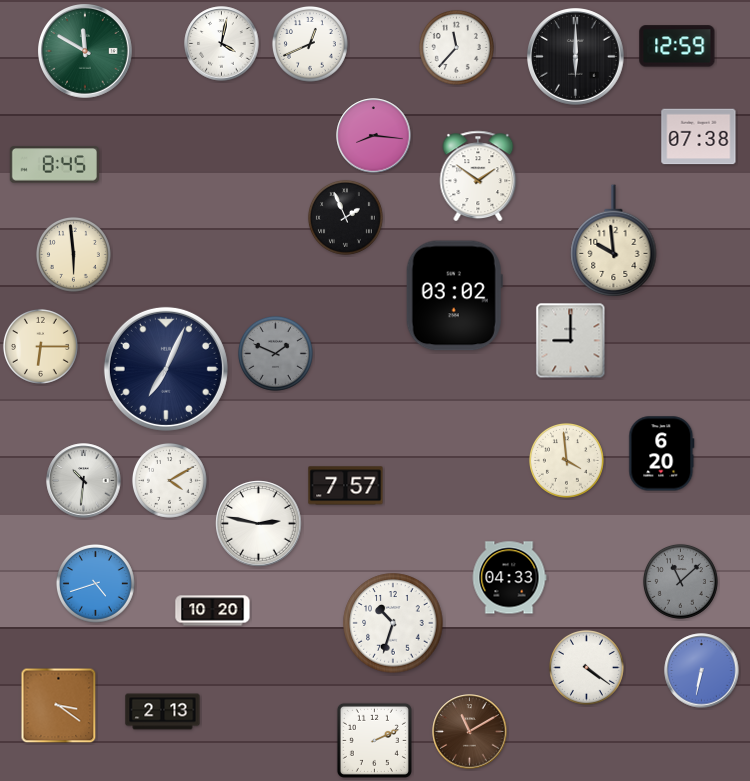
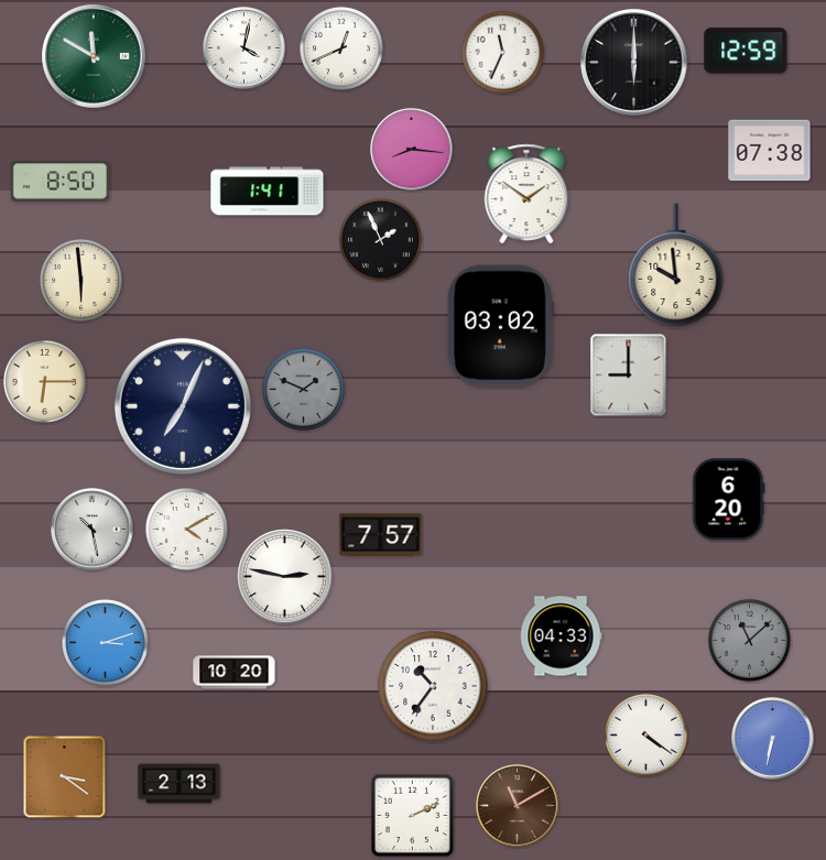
clock at (456, 47): 11:37 -> 11:34
clock at (54, 165): 8:45 -> 8:50
clock at (268, 192): none -> 1:41
clock at (566, 460): 3:59 -> none
clock at (84, 481): 10:31 -> 10:28
clock at (95, 583): 4:42 -> 3:12
clock at (393, 623): 10:33 -> 10:36
